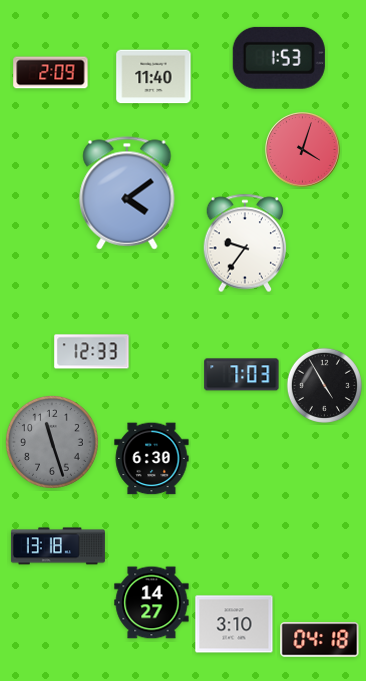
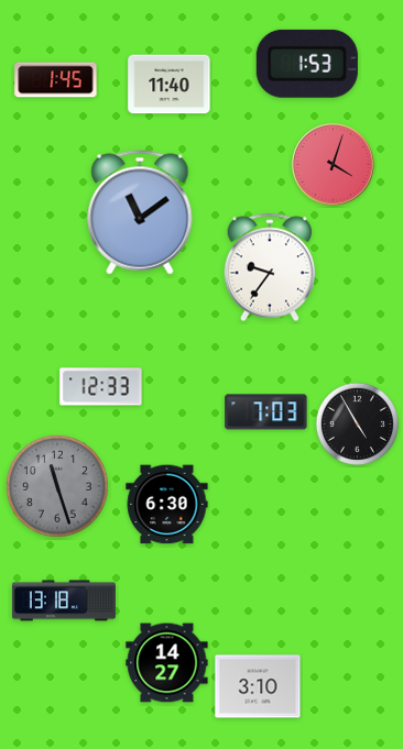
clock at (51, 73): 2:09 -> 1:45
clock at (127, 193): 4:09 -> 11:09
clock at (320, 640): 04:18 -> none
